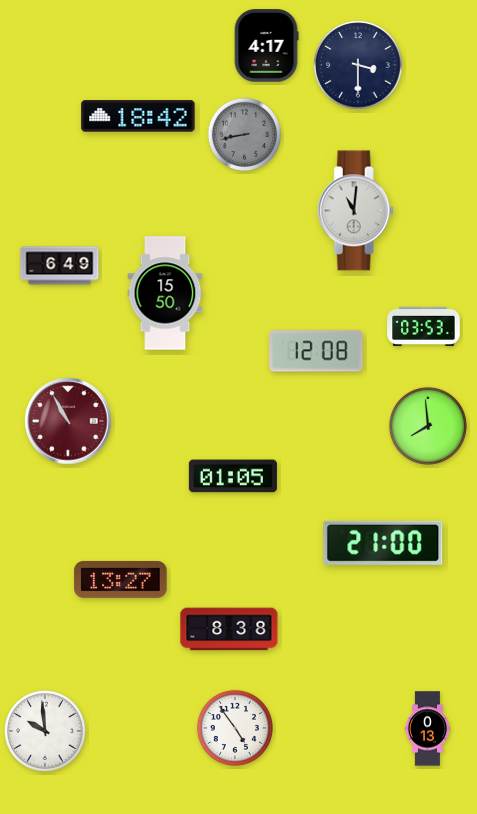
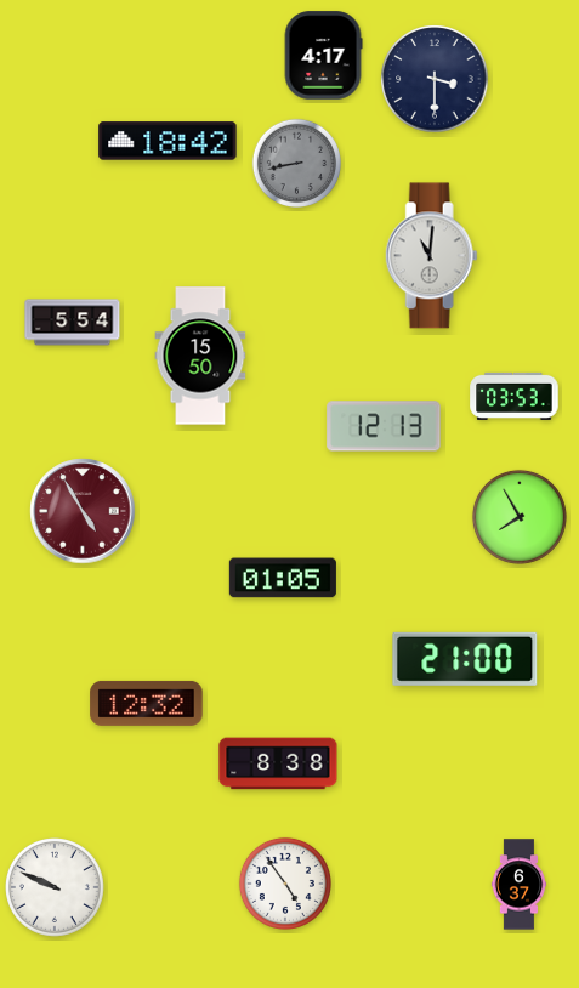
clock at (60, 266): 6:49 -> 5:54
clock at (316, 351): 12:08 -> 12:13
clock at (68, 421): 10:55 -> 4:55
clock at (428, 426): 7:59 -> 7:55
clock at (121, 579): 13:27 -> 12:32
clock at (428, 729): 0:13 -> 6:37
clock at (46, 732): 9:59 -> 9:49
